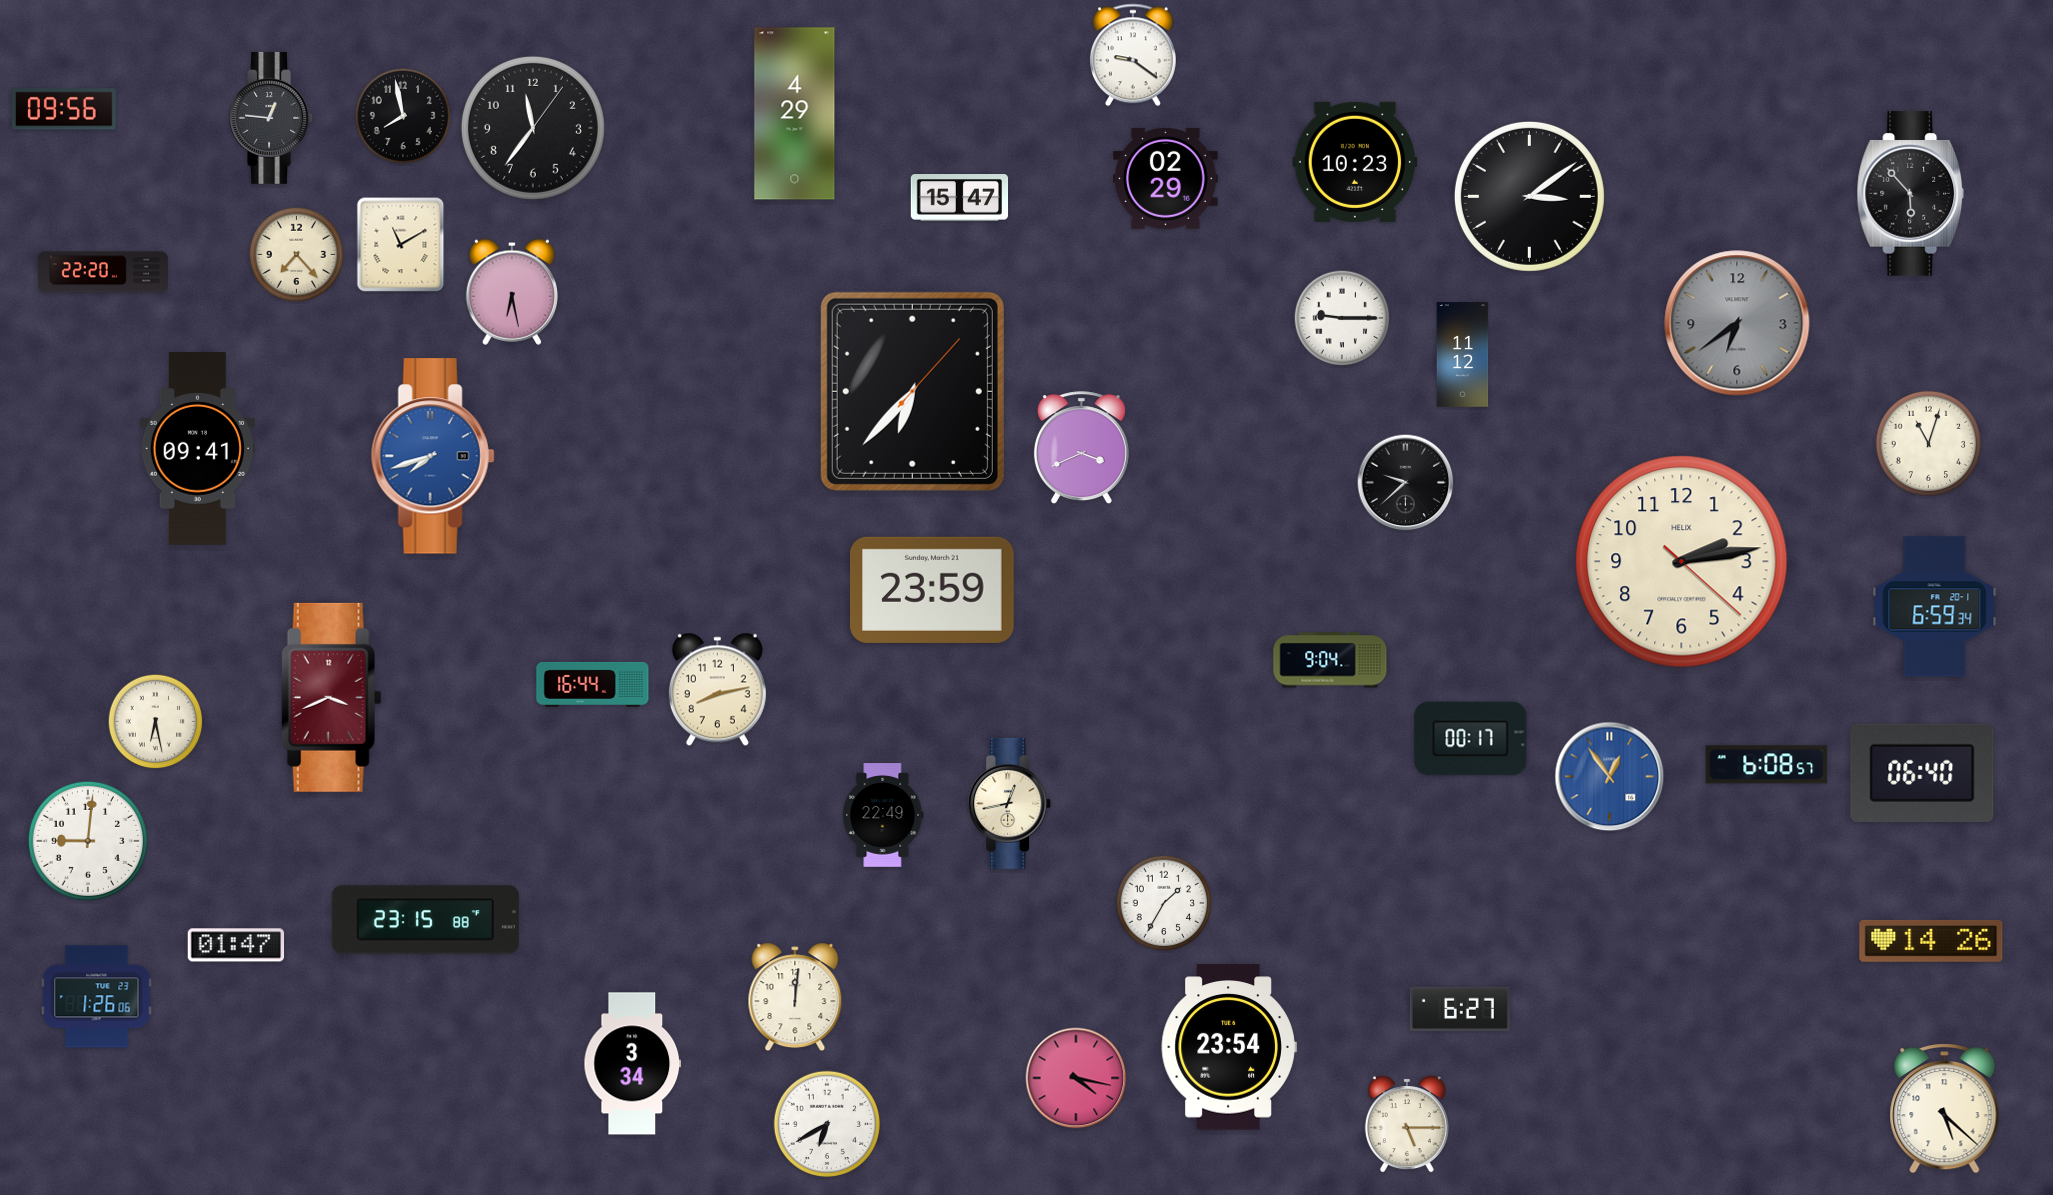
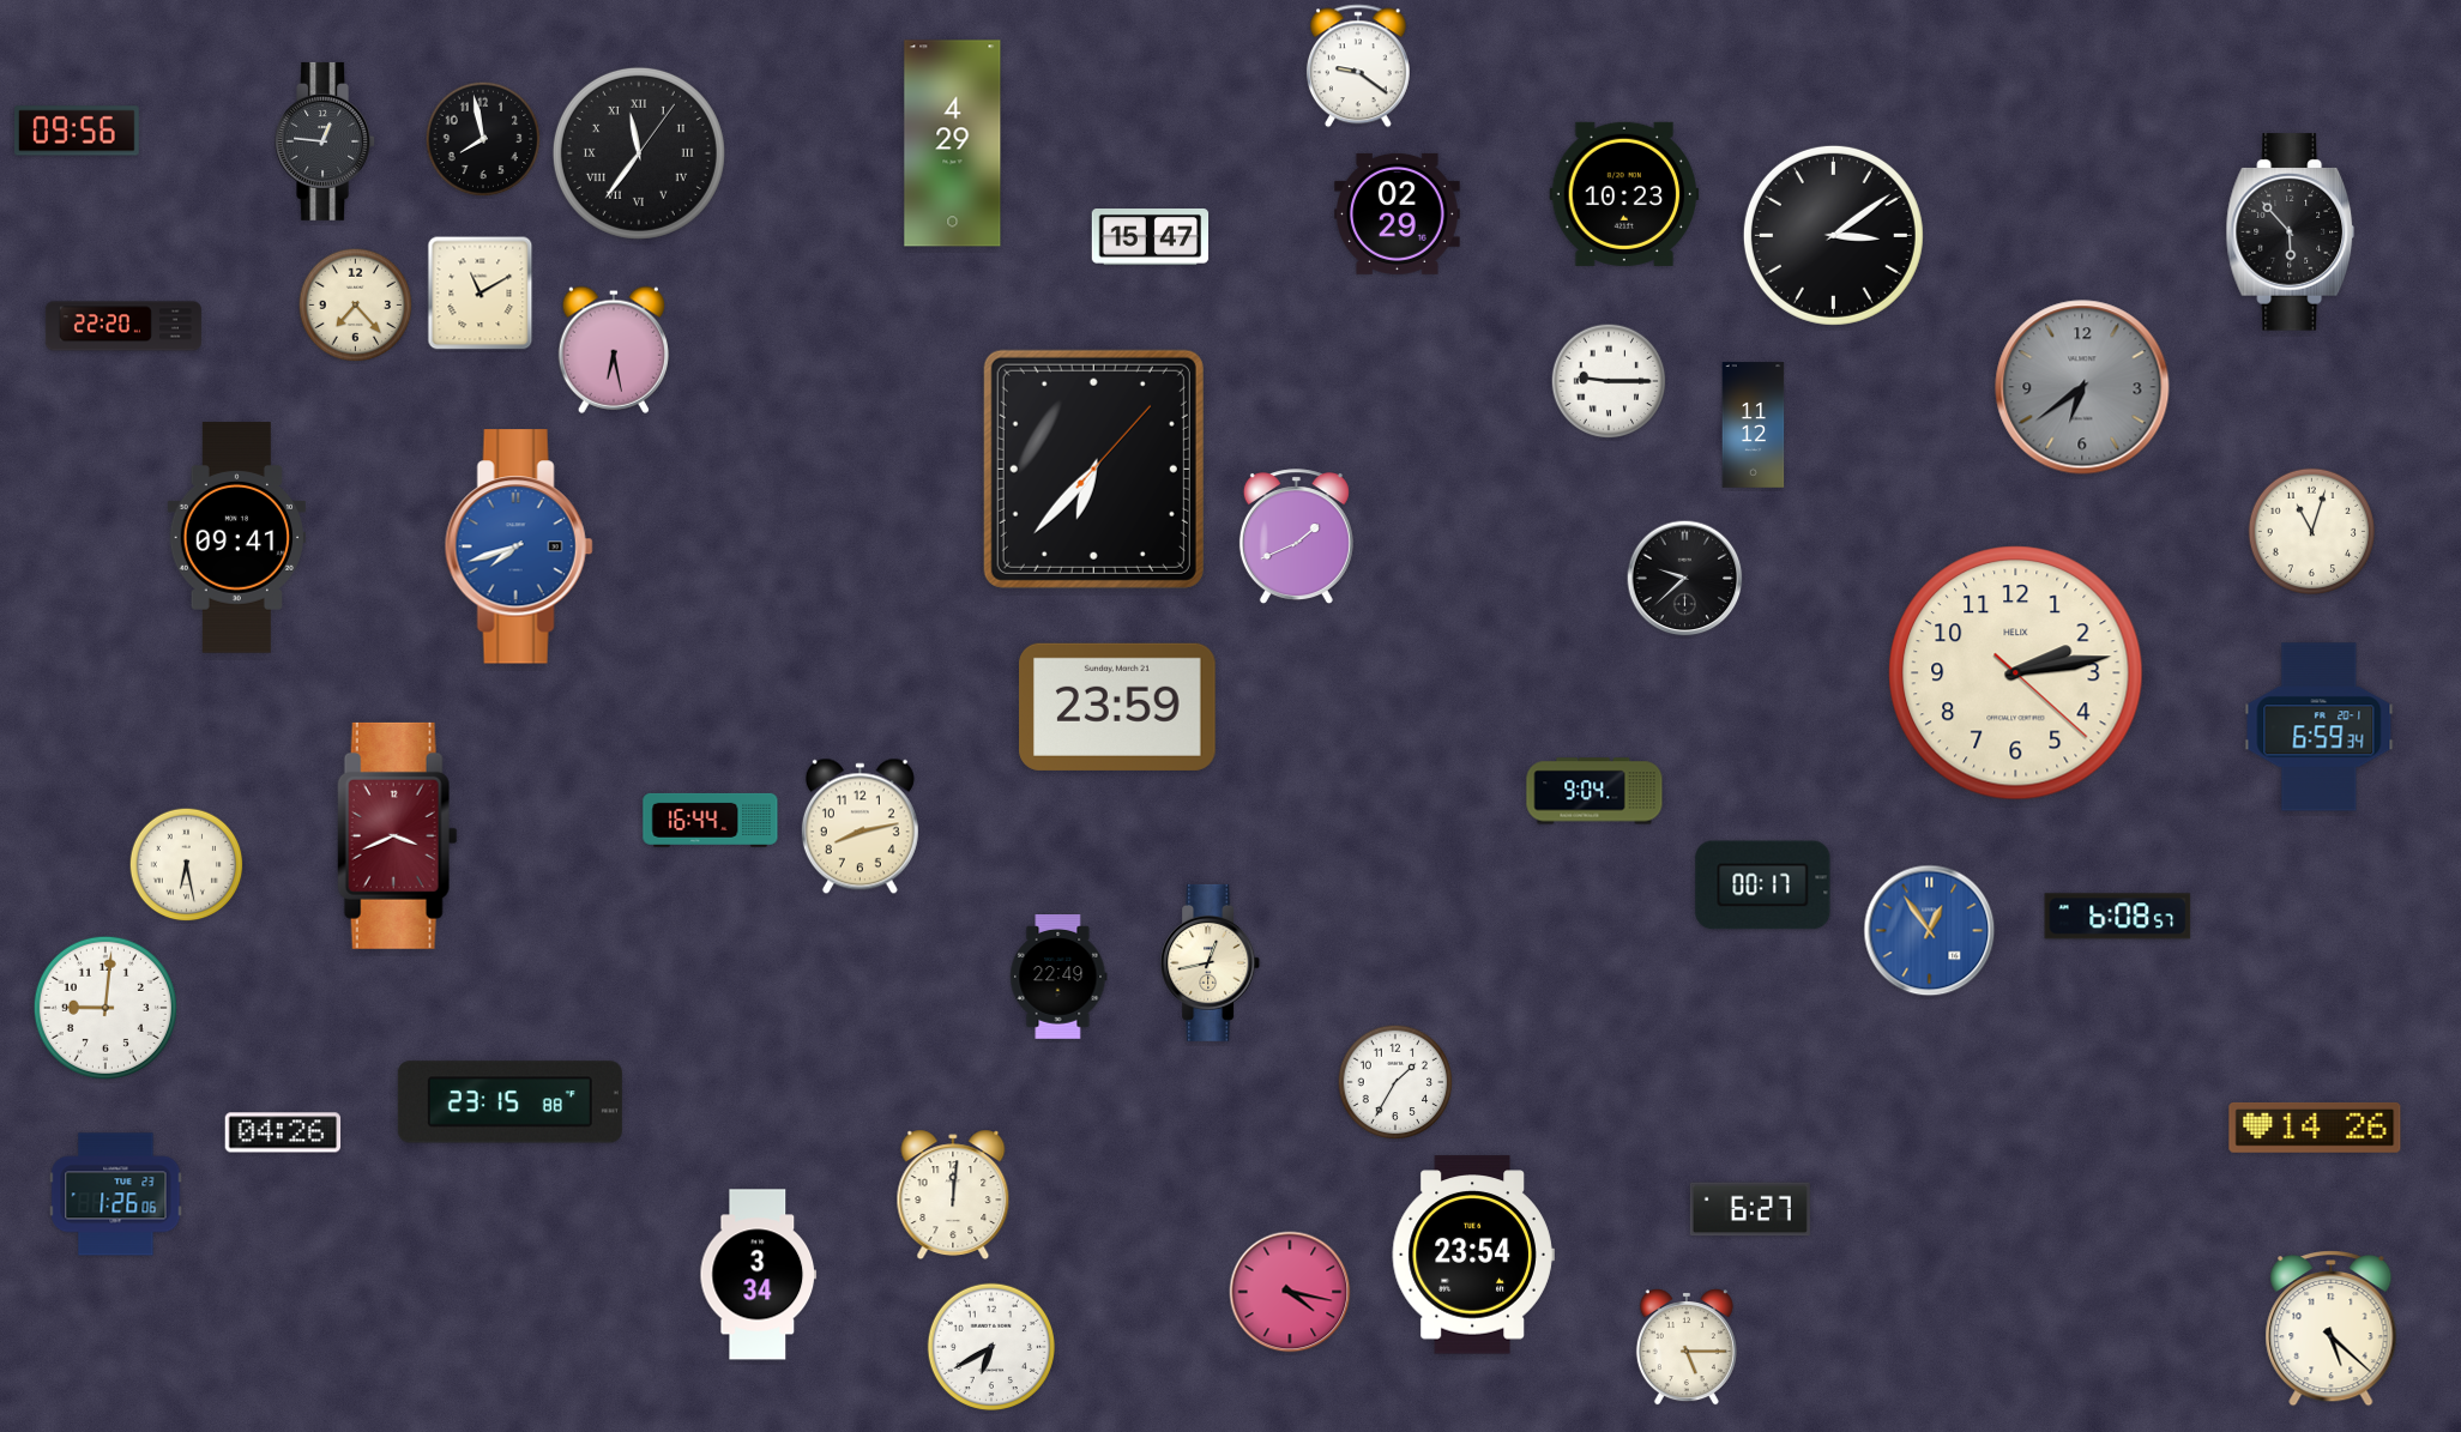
clock at (795, 114) position: (795, 114) -> (953, 144)
clock at (533, 128) numerals: Arabic -> Roman
clock at (1081, 448): 3:41 -> 1:41
clock at (1922, 772): 06:40 -> none
clock at (236, 945): 01:47 -> 04:26
